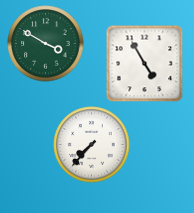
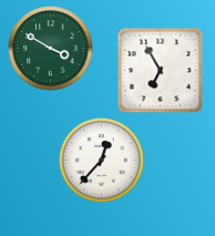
clock at (144, 63): 4:55 -> 6:55
clock at (92, 145): 7:37 -> 12:37
